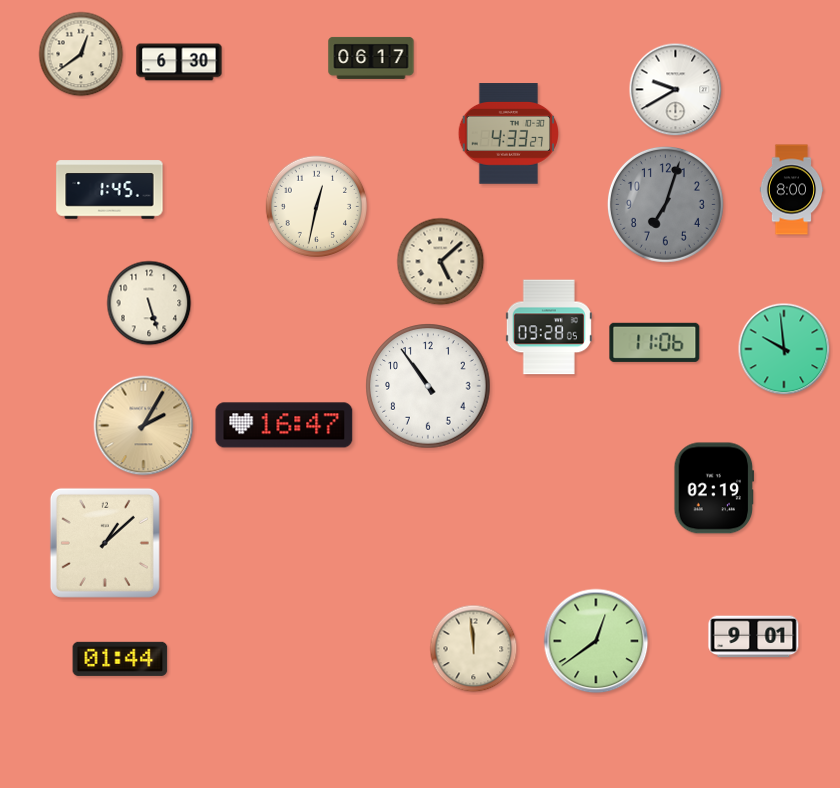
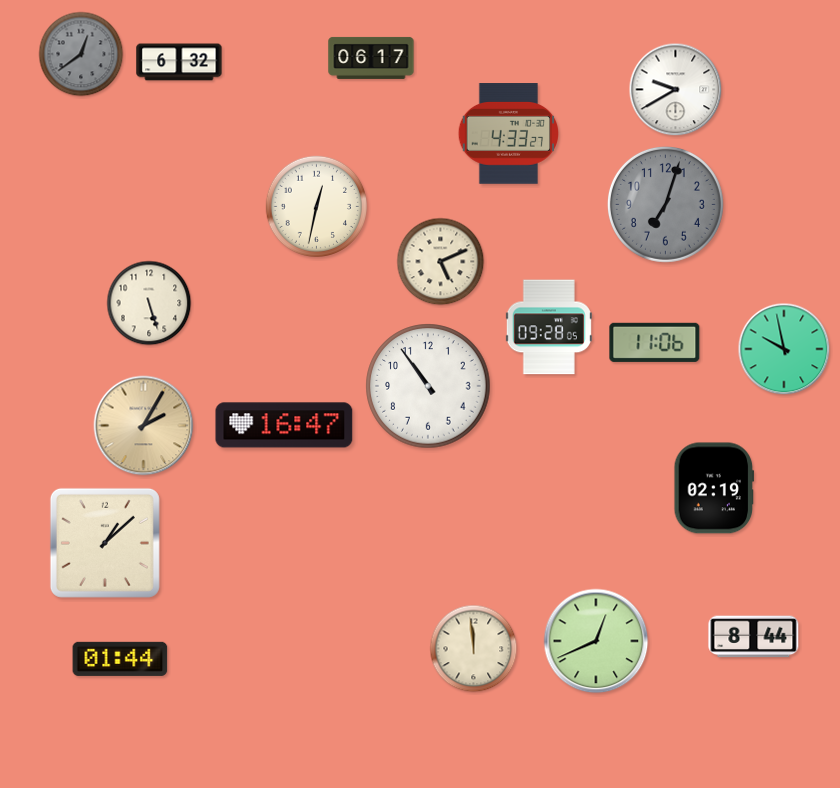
clock at (81, 54) dial: cream -> grey
clock at (179, 62): 6:30 -> 6:32
clock at (110, 190): 1:45 -> none
clock at (792, 190): 8:00 -> none
clock at (441, 262): 5:08 -> 5:11
clock at (784, 349): 9:59 -> 9:58
clock at (754, 637): 9:01 -> 8:44
clock at (596, 641): 12:39 -> 12:41
